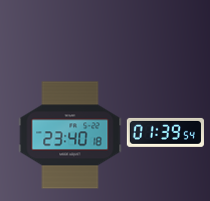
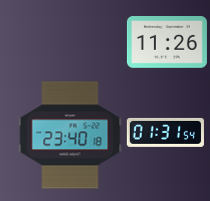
clock at (167, 43): none -> 11:26
clock at (165, 132): 01:39 -> 01:31
